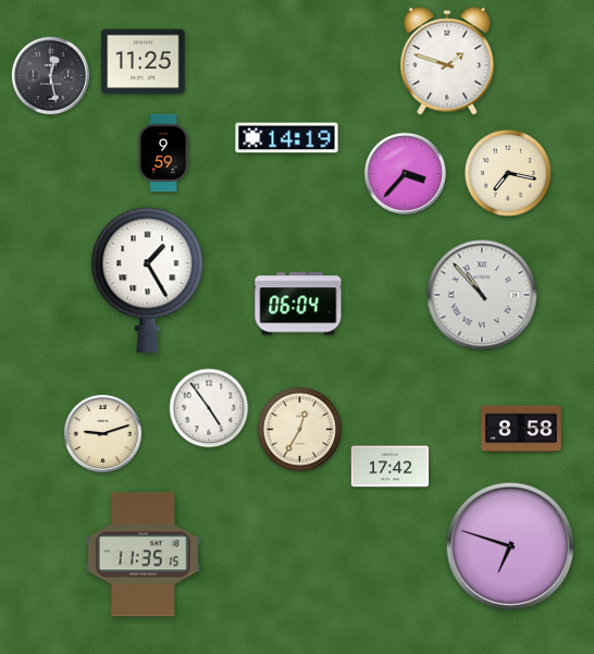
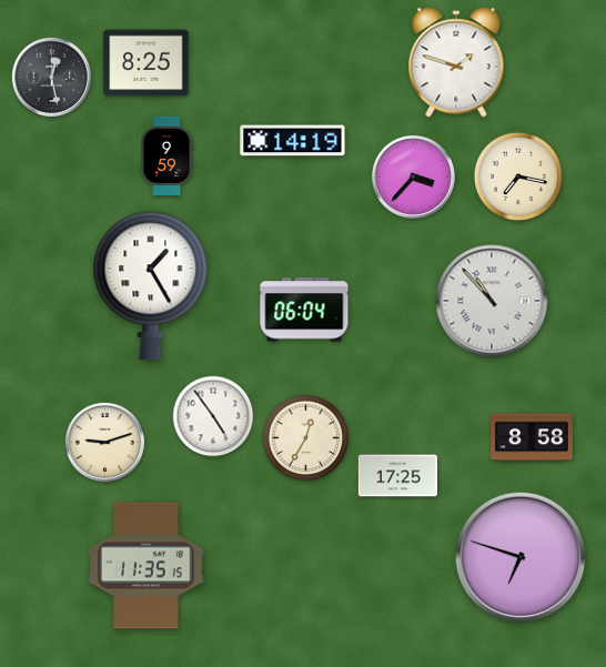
clock at (144, 62): 11:25 -> 8:25
clock at (389, 467): 17:42 -> 17:25
